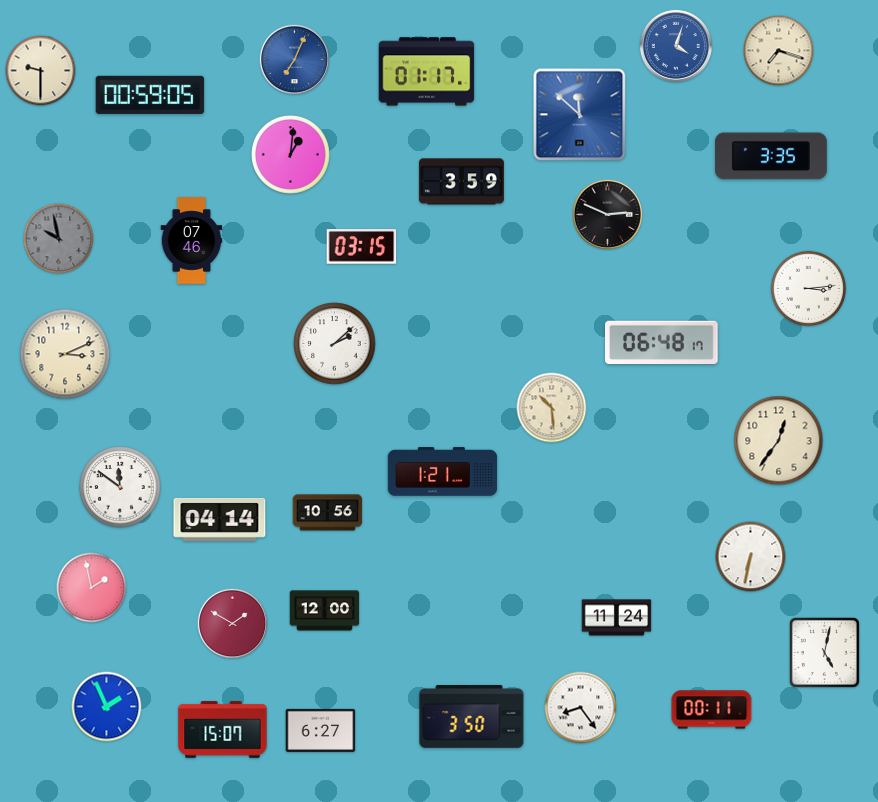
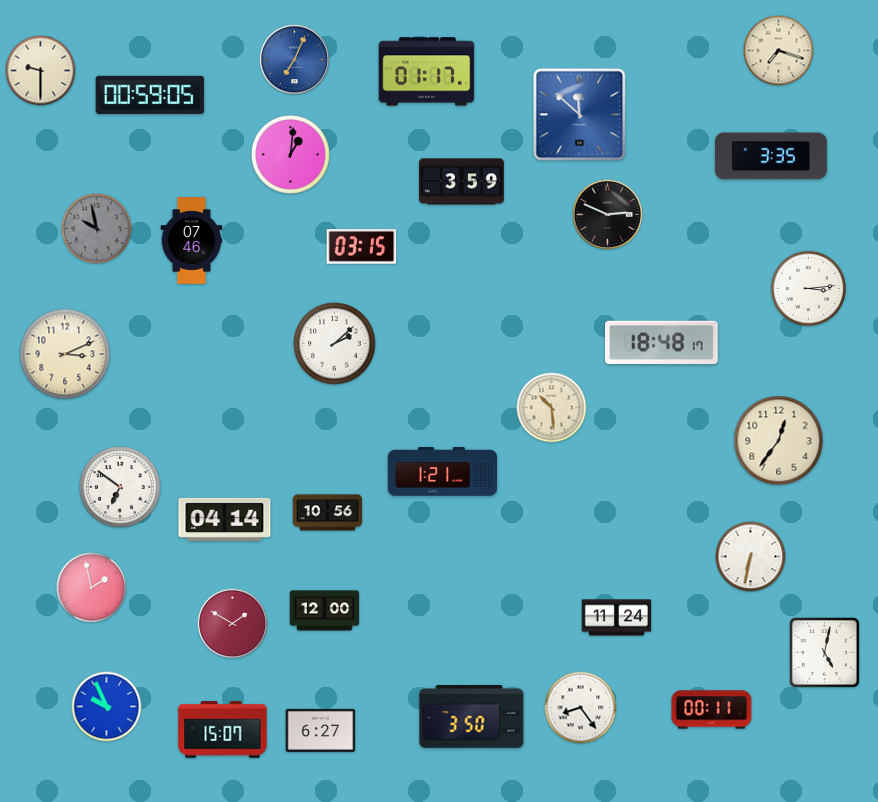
clock at (676, 46): 4:03 -> none
clock at (59, 239) position: (59, 239) -> (97, 229)
clock at (662, 343): 06:48 -> 18:48
clock at (120, 487): 11:51 -> 6:51
clock at (220, 519) position: (220, 519) -> (225, 519)
clock at (107, 707): 1:56 -> 9:56
